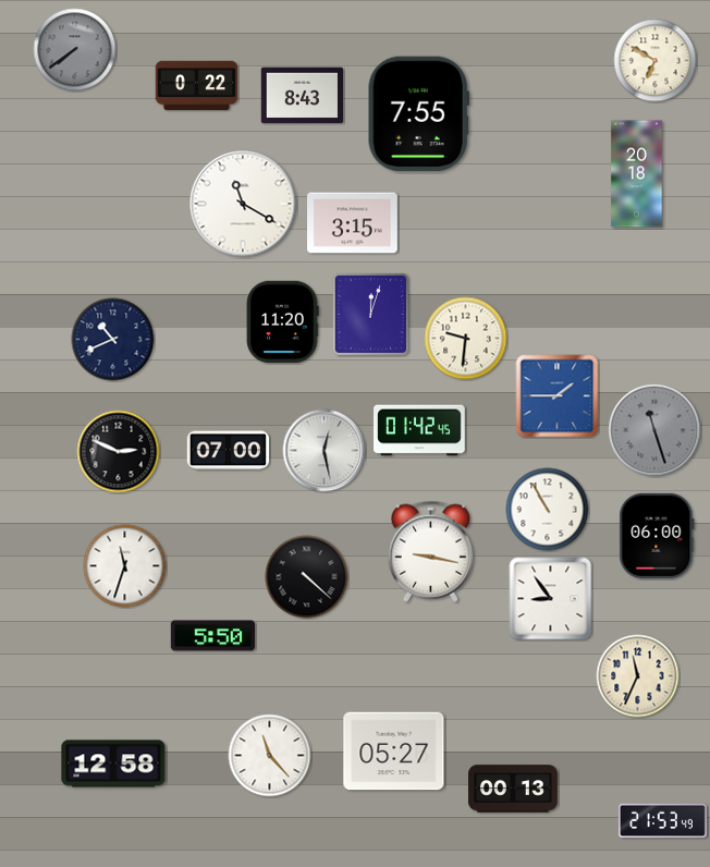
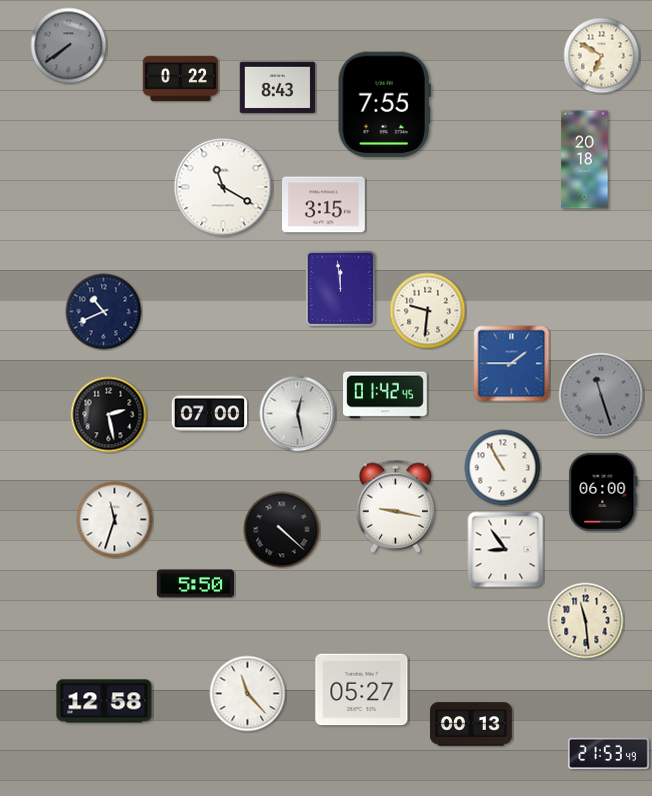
clock at (370, 314): 12:03 -> 11:59
clock at (282, 322): 11:20 -> none
clock at (119, 452): 2:49 -> 2:28
clock at (638, 676): 11:34 -> 11:29
